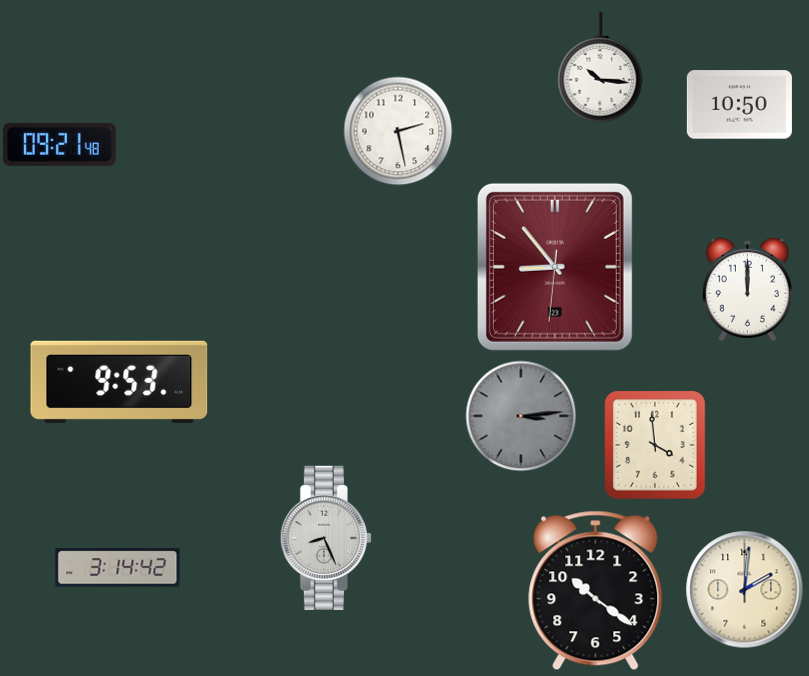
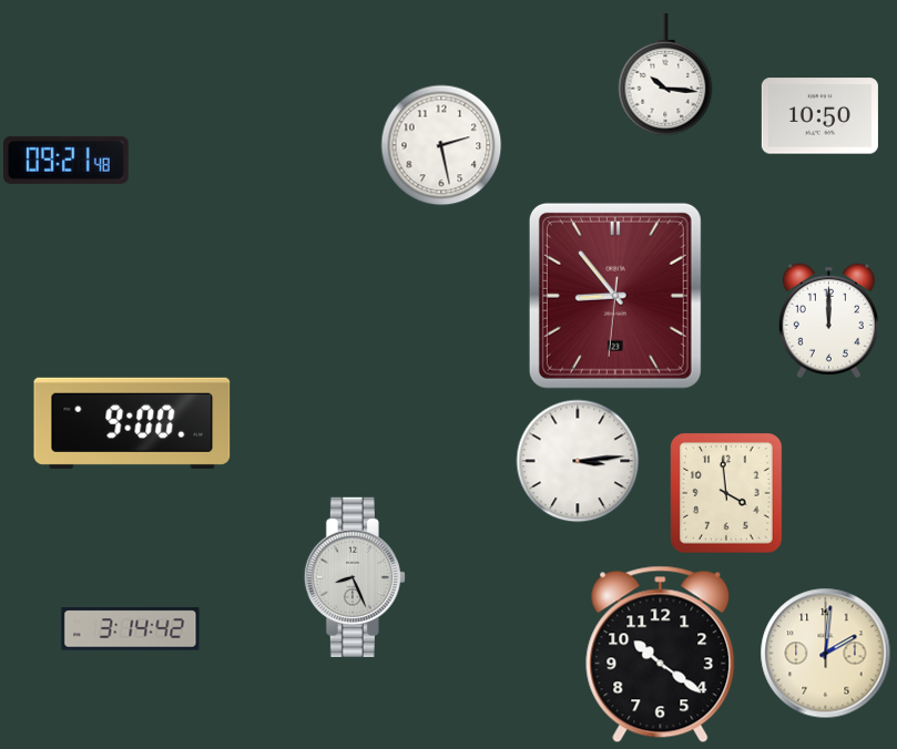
clock at (119, 382): 9:53 -> 9:00
clock at (521, 416) dial: grey -> white
clock at (326, 538) position: (326, 538) -> (355, 577)
